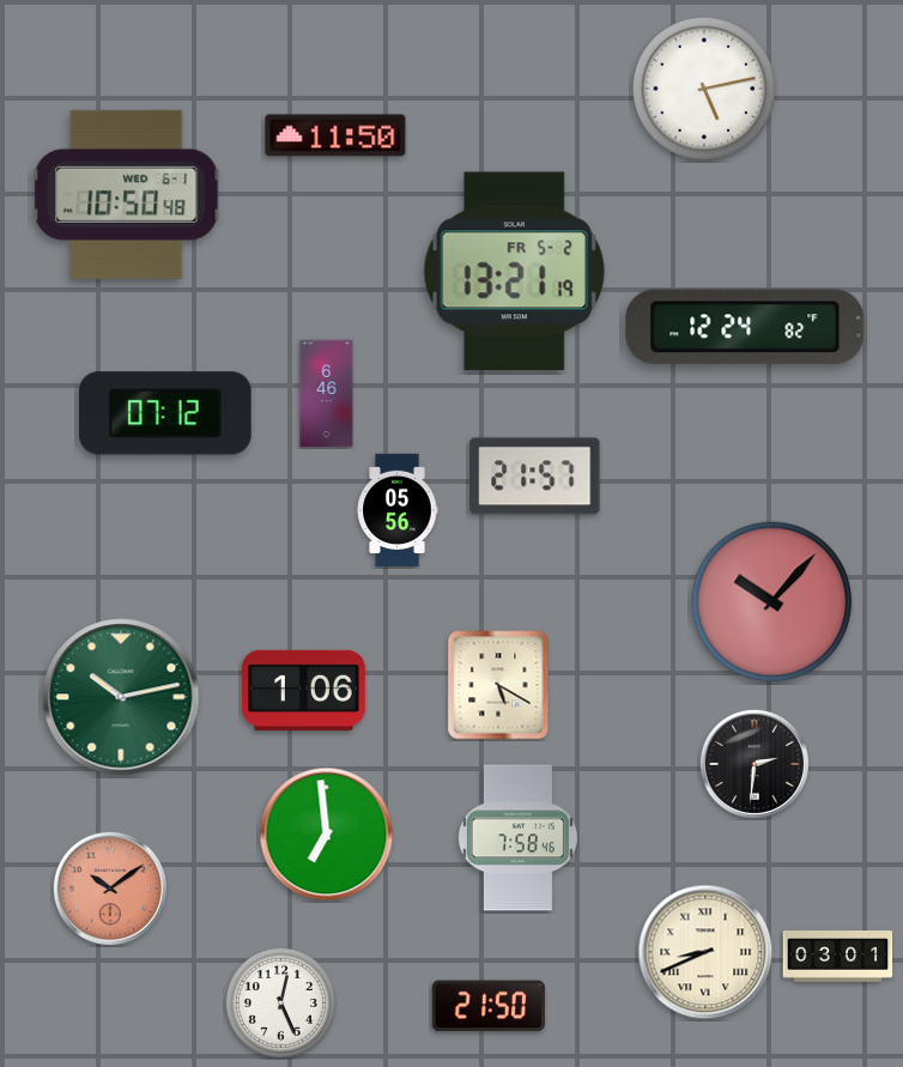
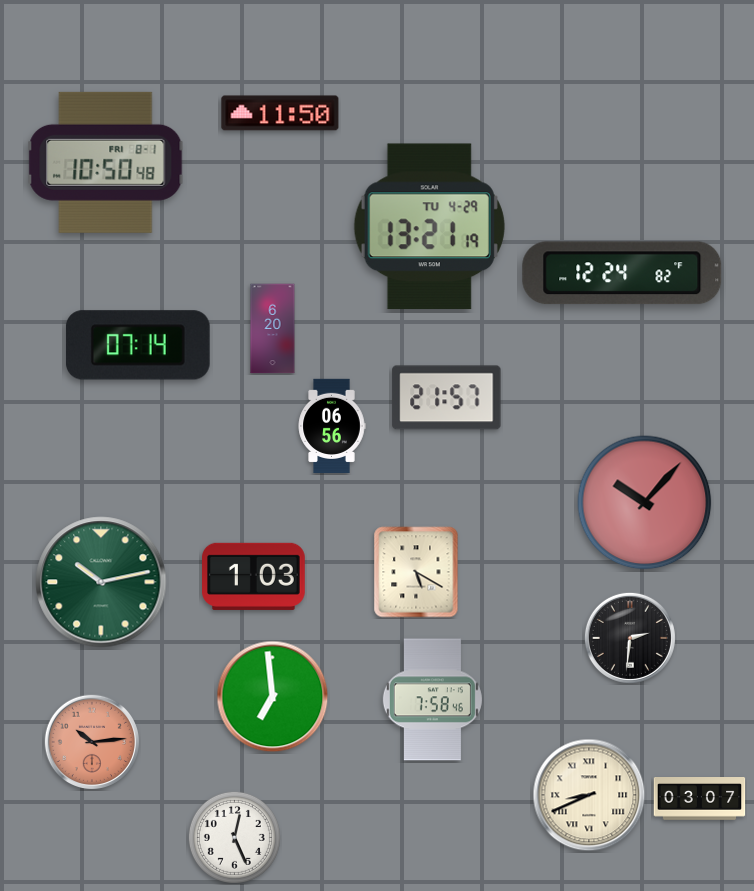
clock at (704, 89): 5:13 -> none
clock at (127, 194) date: WED 6-1 -> FRI 8-1
clock at (514, 272) date: FR 5-2 -> TU 4-29
clock at (327, 394): 6:46 -> 6:20
clock at (165, 413): 07:12 -> 07:14
clock at (398, 509): 05:56 -> 06:56
clock at (304, 690): 1:06 -> 1:03
clock at (109, 887): 10:09 -> 10:14
clock at (838, 957): 03:01 -> 03:07
clock at (489, 1006): 21:50 -> none
